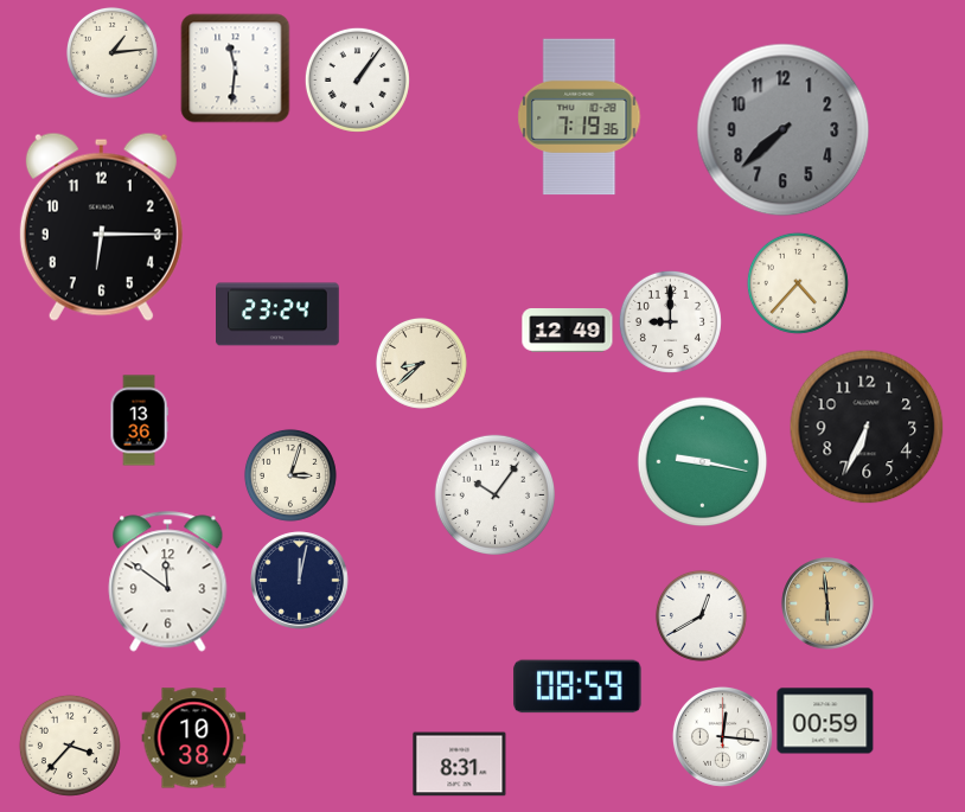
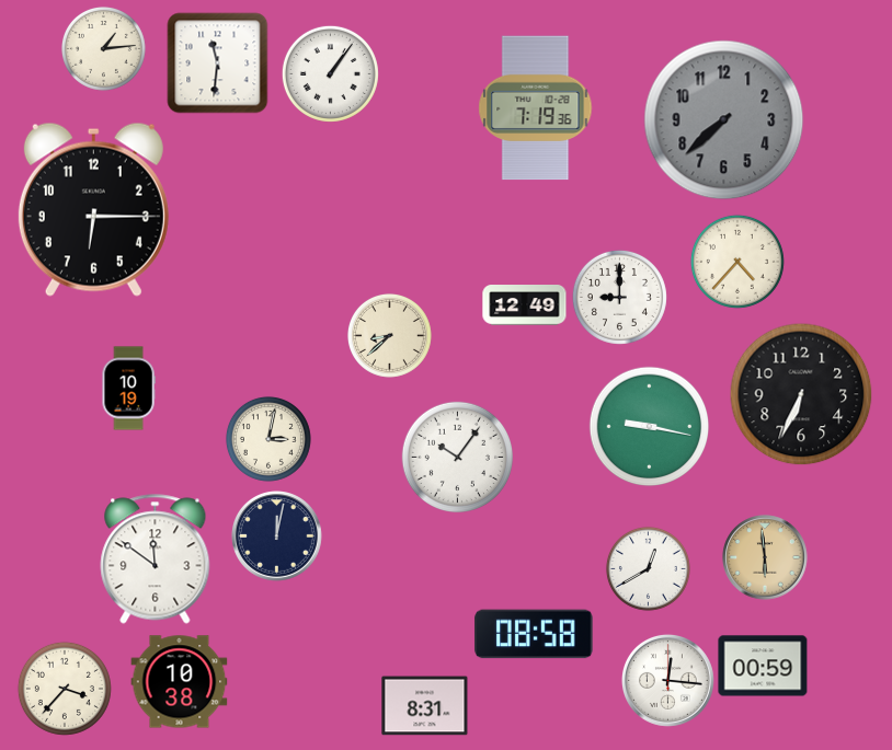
clock at (279, 314): 23:24 -> none
clock at (139, 421): 13:36 -> 10:19
clock at (290, 475): 3:03 -> 3:02
clock at (168, 582) position: (168, 582) -> (156, 559)
clock at (577, 686): 08:59 -> 08:58
